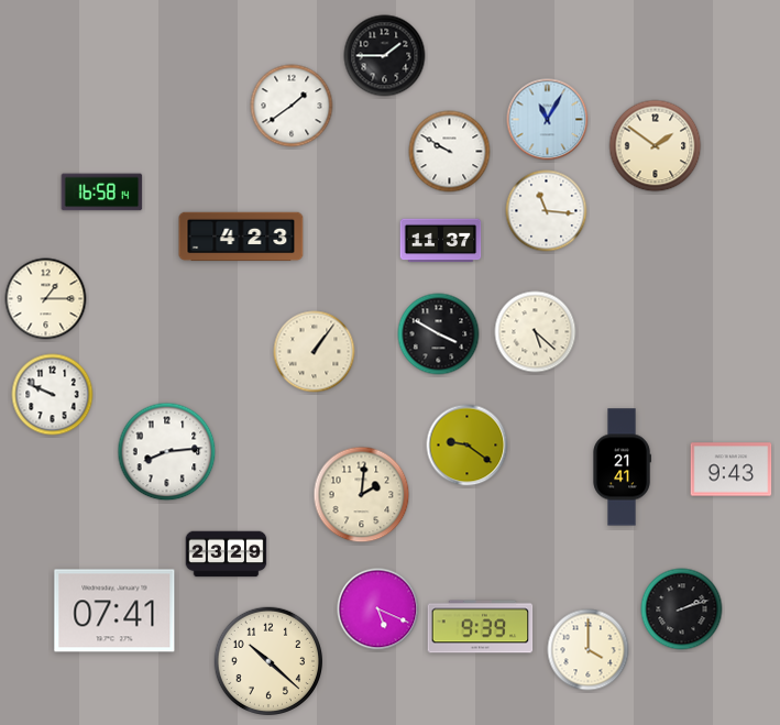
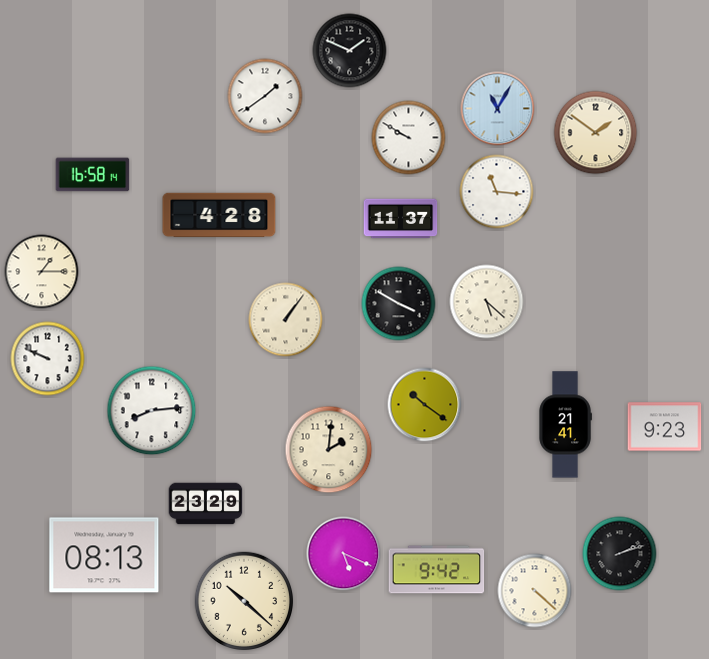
clock at (385, 56): 1:45 -> 1:49
clock at (241, 237): 4:23 -> 4:28
clock at (468, 446): 9:21 -> 10:21
clock at (732, 470): 9:43 -> 9:23
clock at (114, 611): 07:41 -> 08:13
clock at (481, 627): 9:39 -> 9:42
clock at (589, 650): 4:00 -> 4:22
